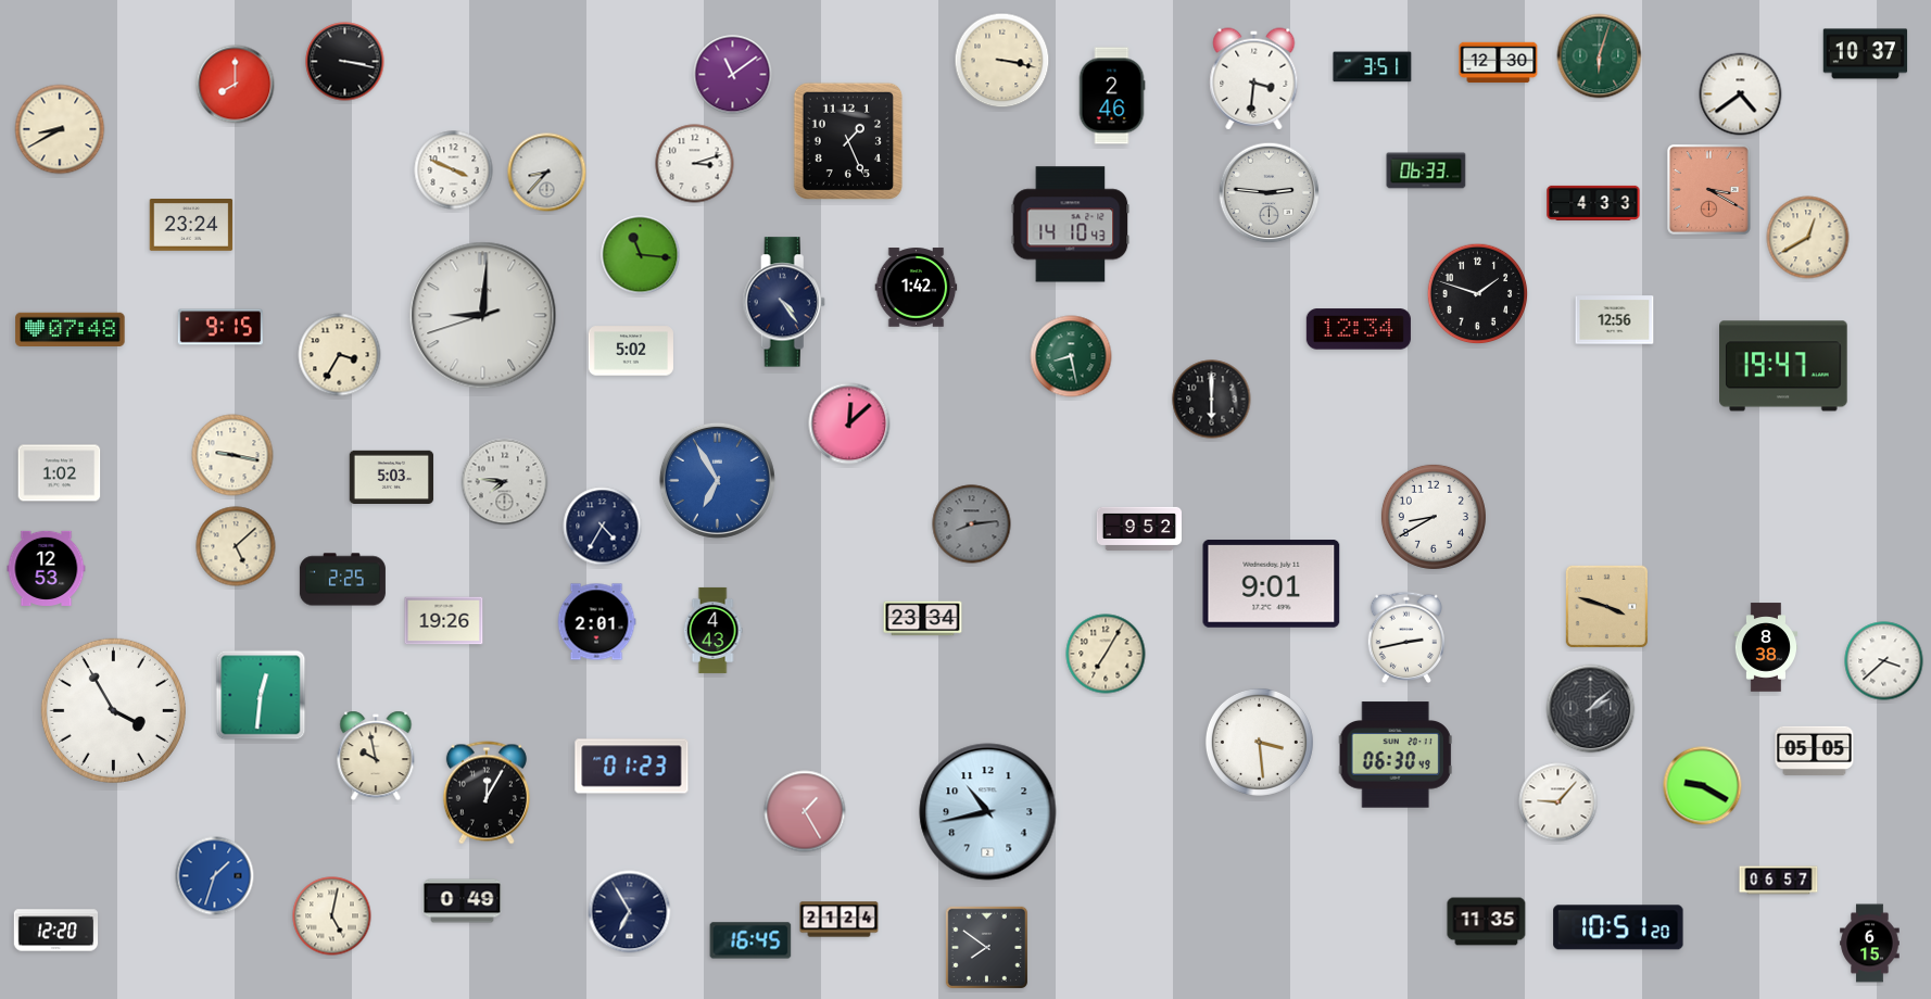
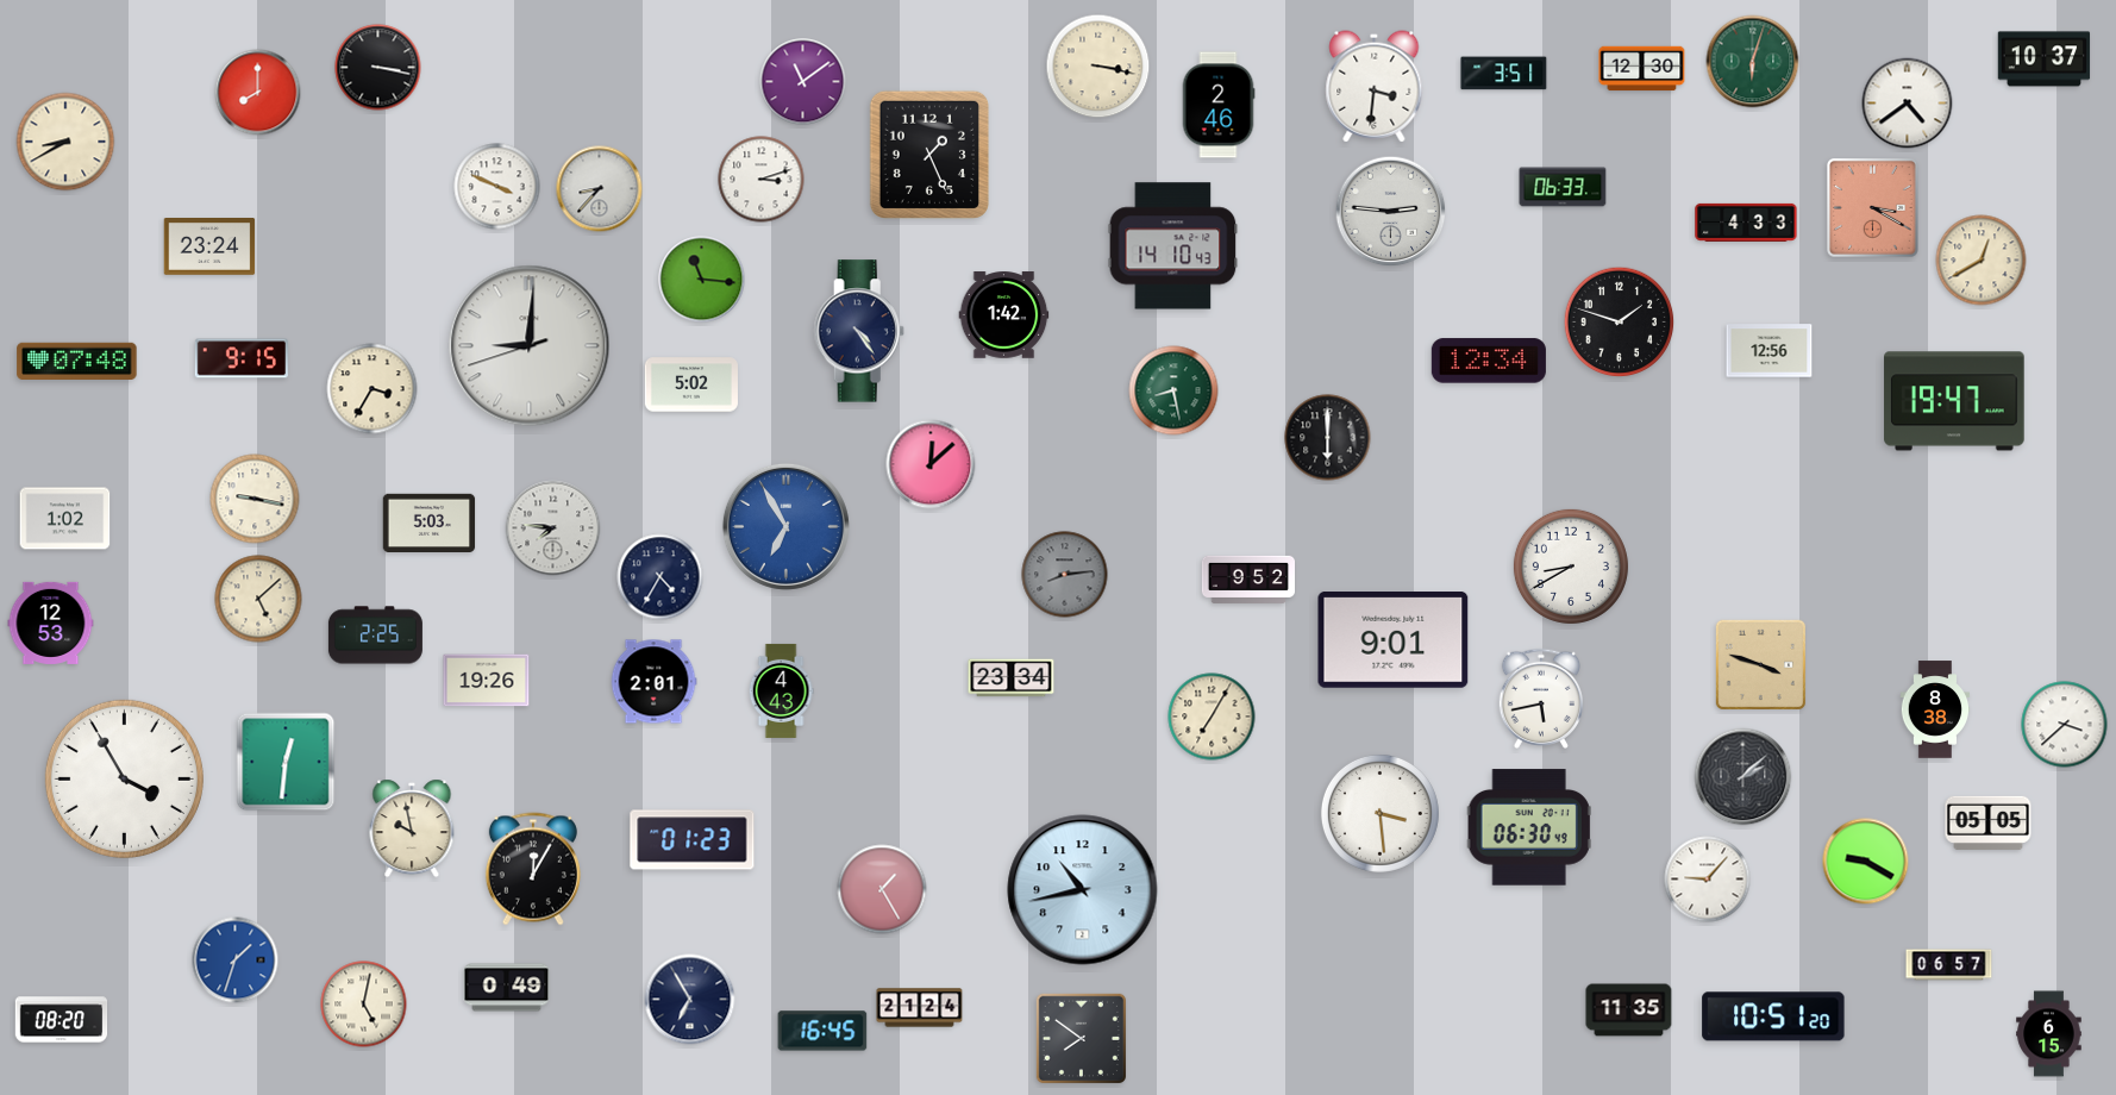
clock at (1406, 637): 2:43 -> 5:43
clock at (56, 931): 12:20 -> 08:20
